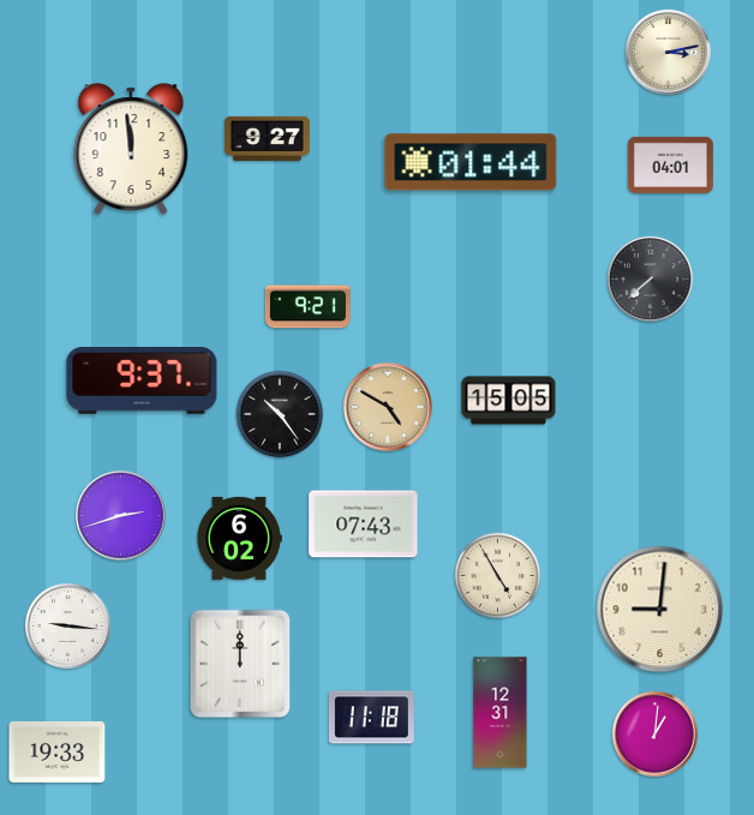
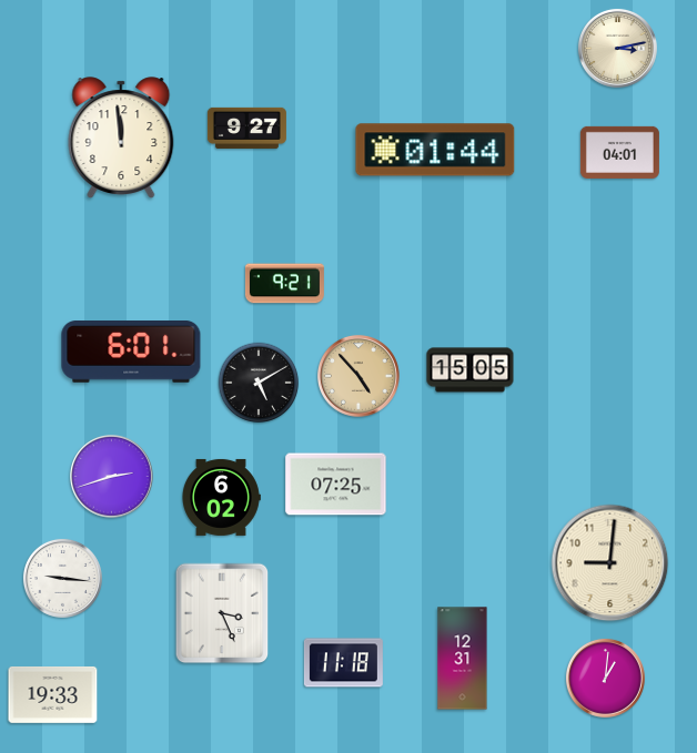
clock at (650, 278): 7:38 -> none
clock at (142, 382): 9:37 -> 6:01
clock at (389, 408): 4:50 -> 4:53
clock at (280, 414): 10:24 -> 5:10
clock at (364, 525): 07:43 -> 07:25
clock at (498, 576): 4:55 -> none
clock at (240, 664): 12:00 -> 3:26
